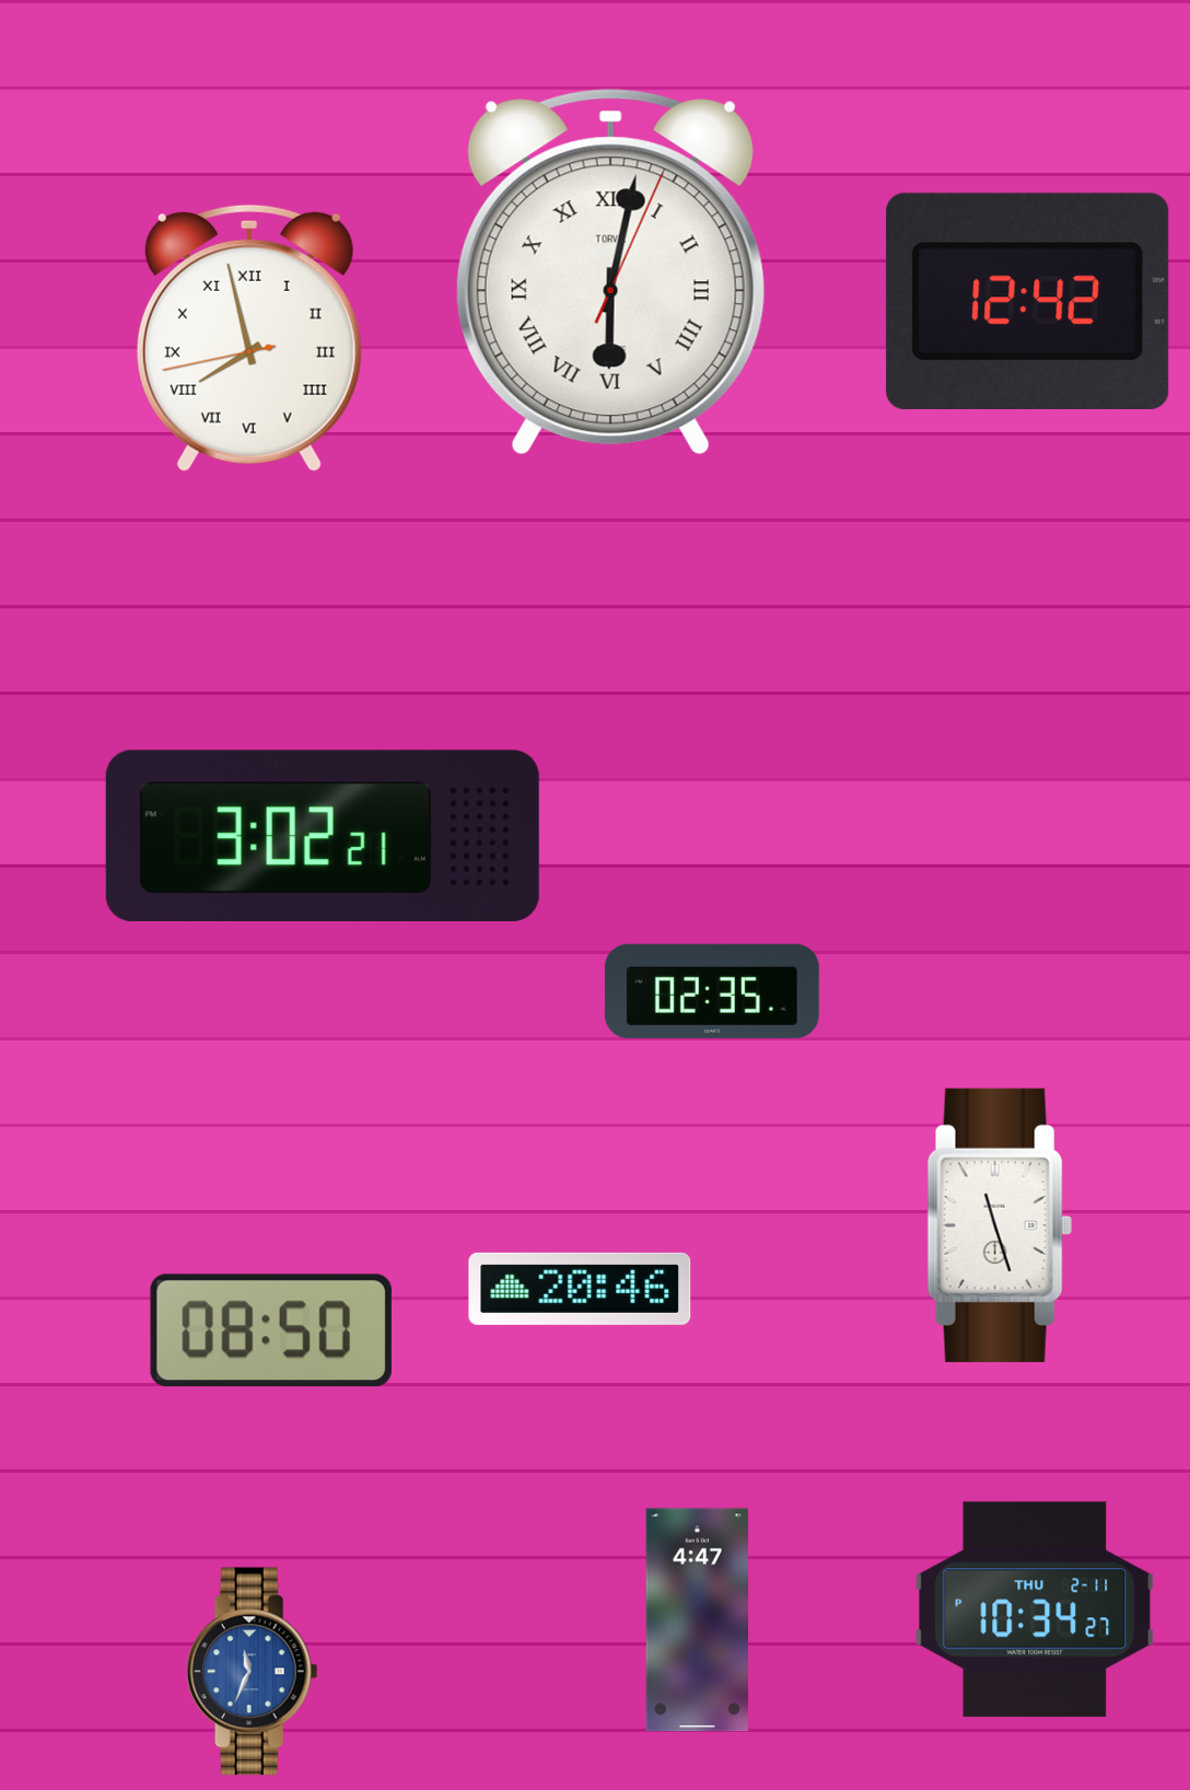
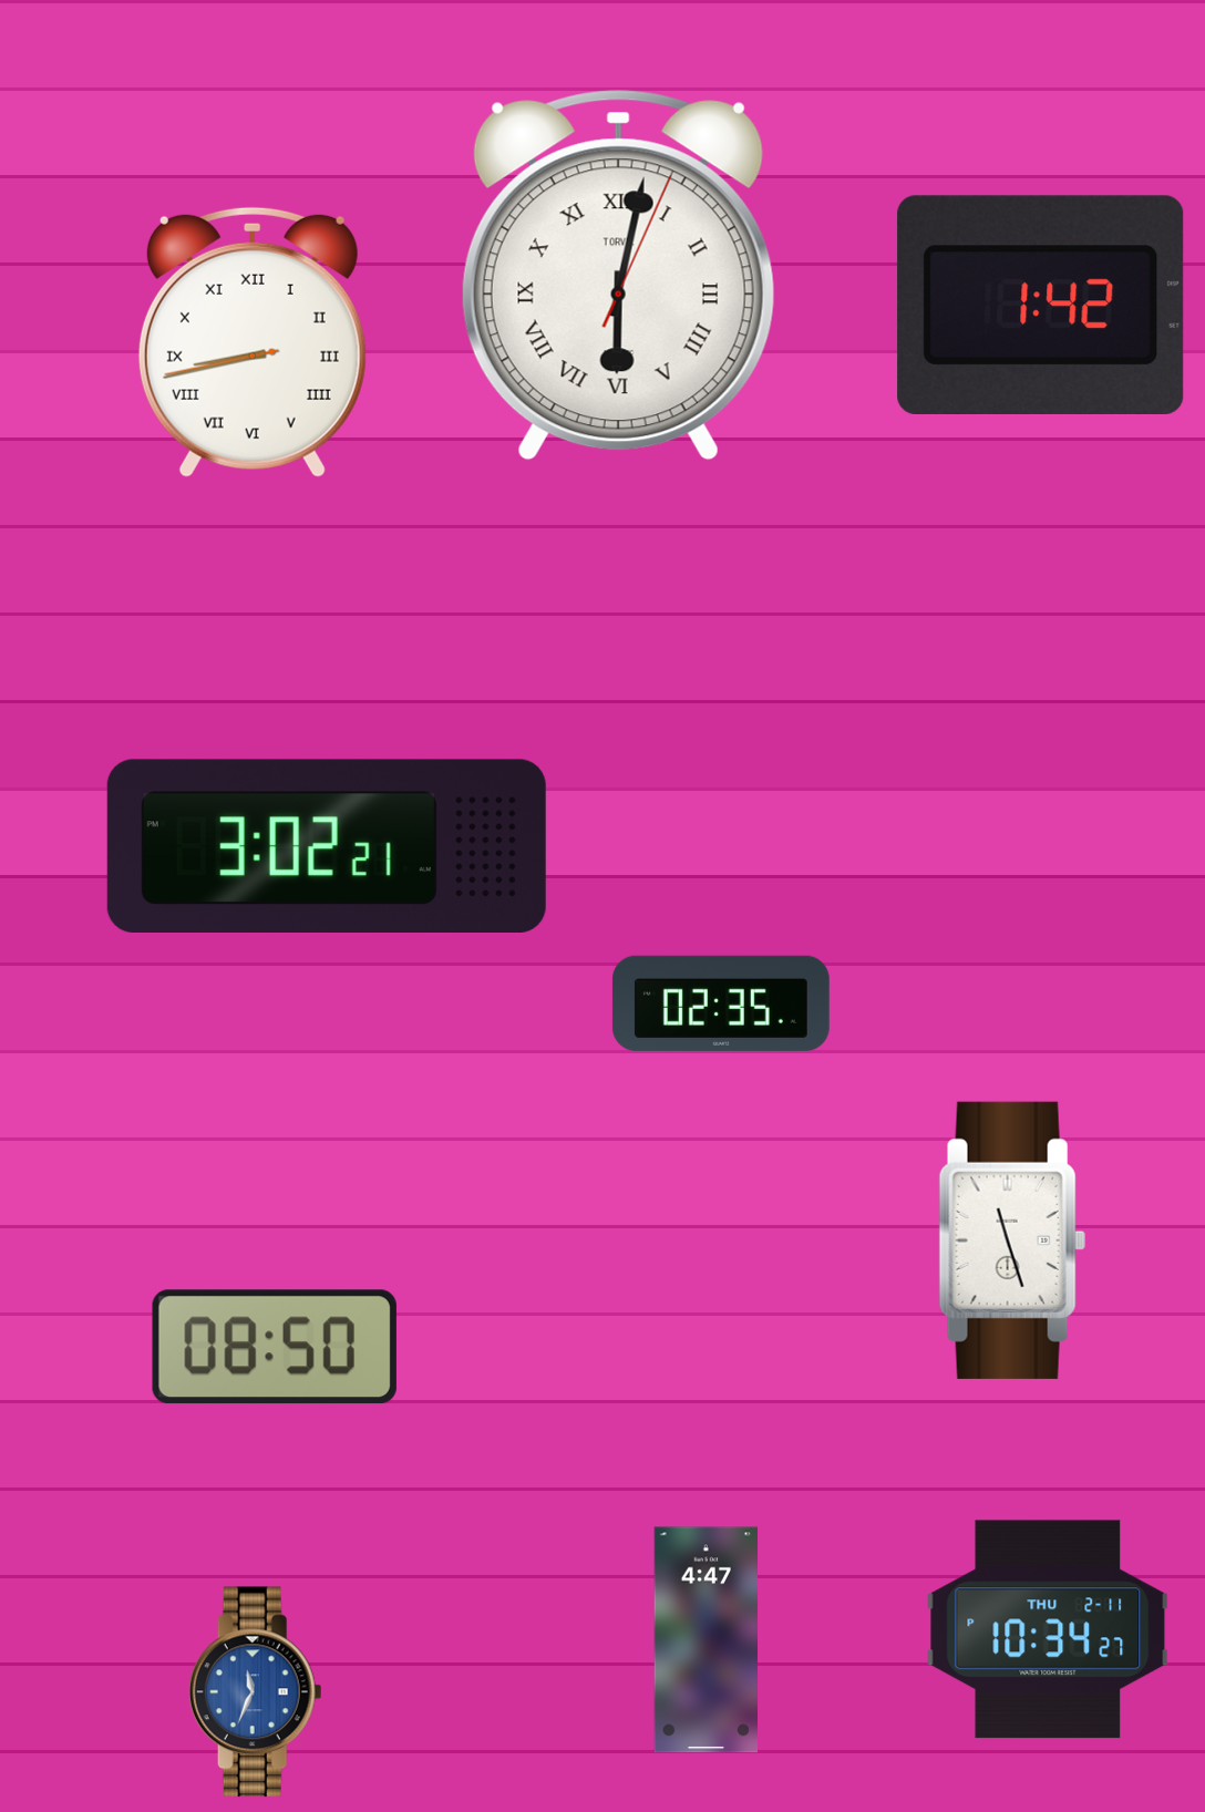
clock at (1028, 301): 12:42 -> 1:42
clock at (249, 338): 7:57 -> 8:42
clock at (580, 1289): 20:46 -> none
